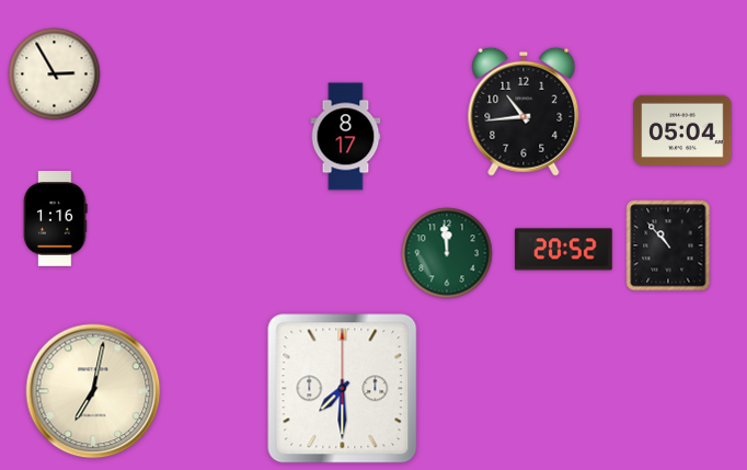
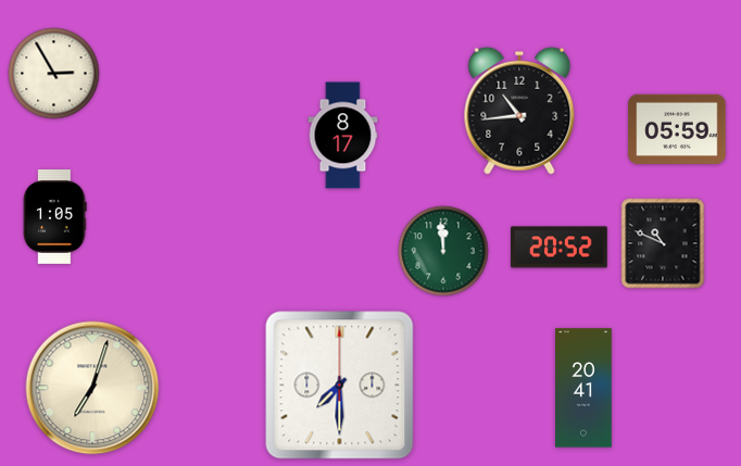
clock at (682, 129): 05:04 -> 05:59
clock at (55, 218): 1:16 -> 1:05
clock at (668, 245): 10:53 -> 10:49
clock at (93, 391): 7:02 -> 7:03
clock at (585, 388): none -> 20:41
